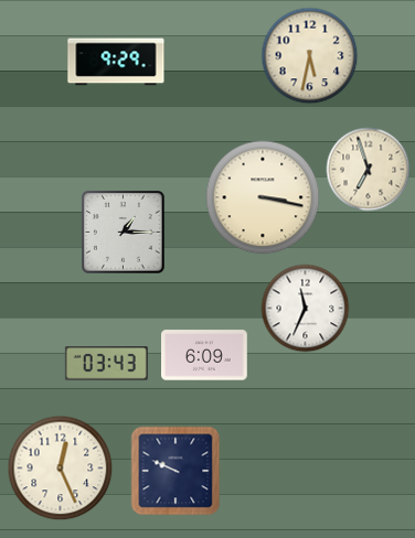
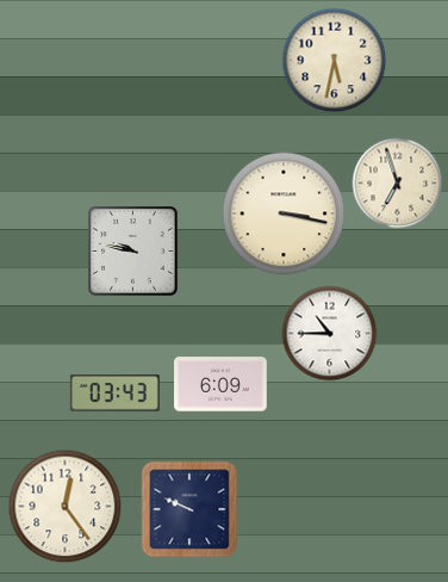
clock at (116, 62): 9:29 -> none
clock at (124, 233): 1:15 -> 9:47
clock at (306, 309): 11:34 -> 10:45
clock at (61, 469): 12:26 -> 12:24
